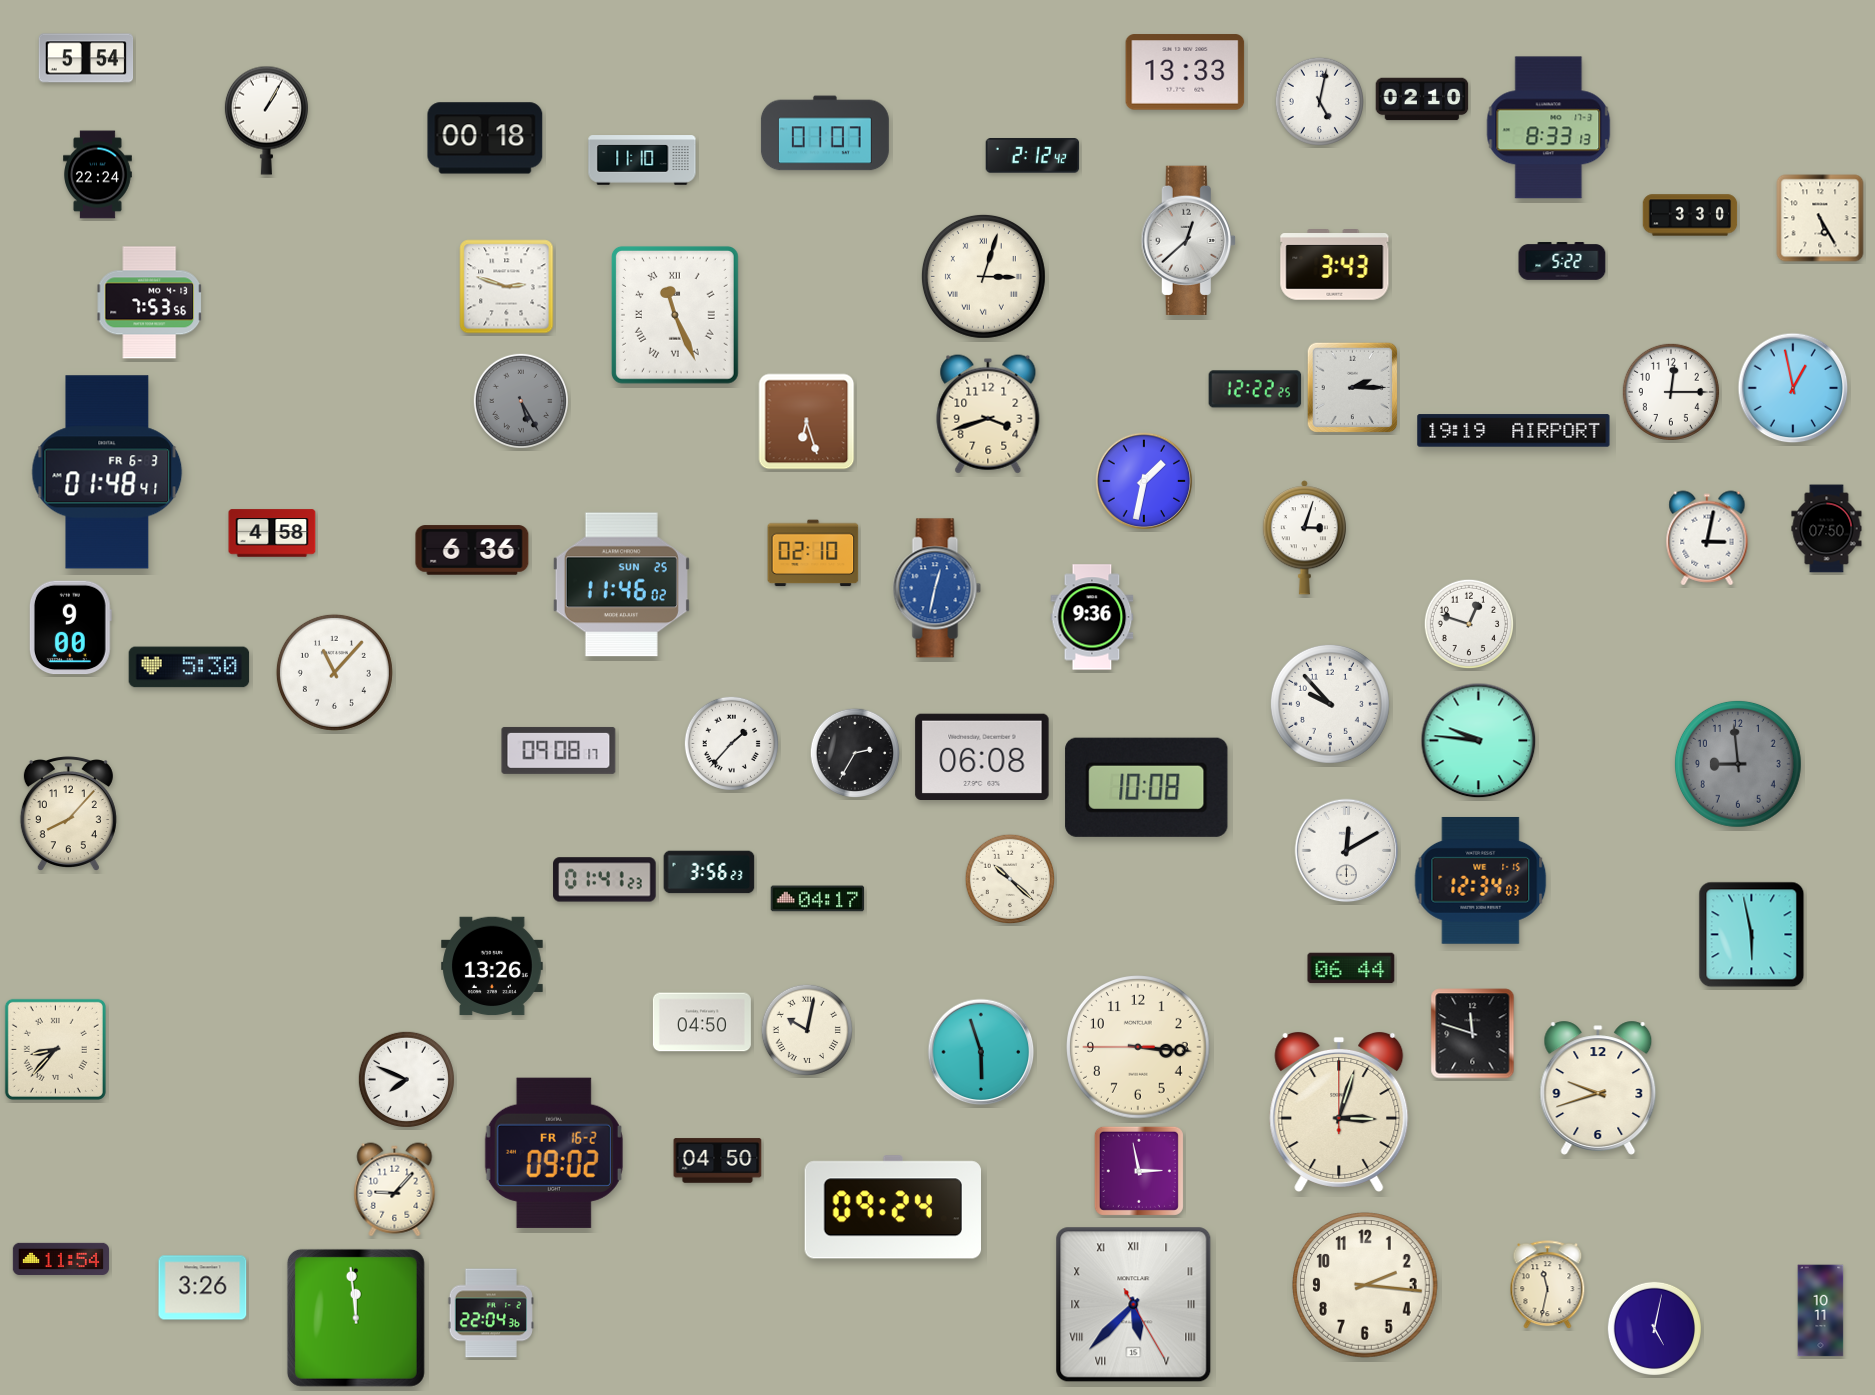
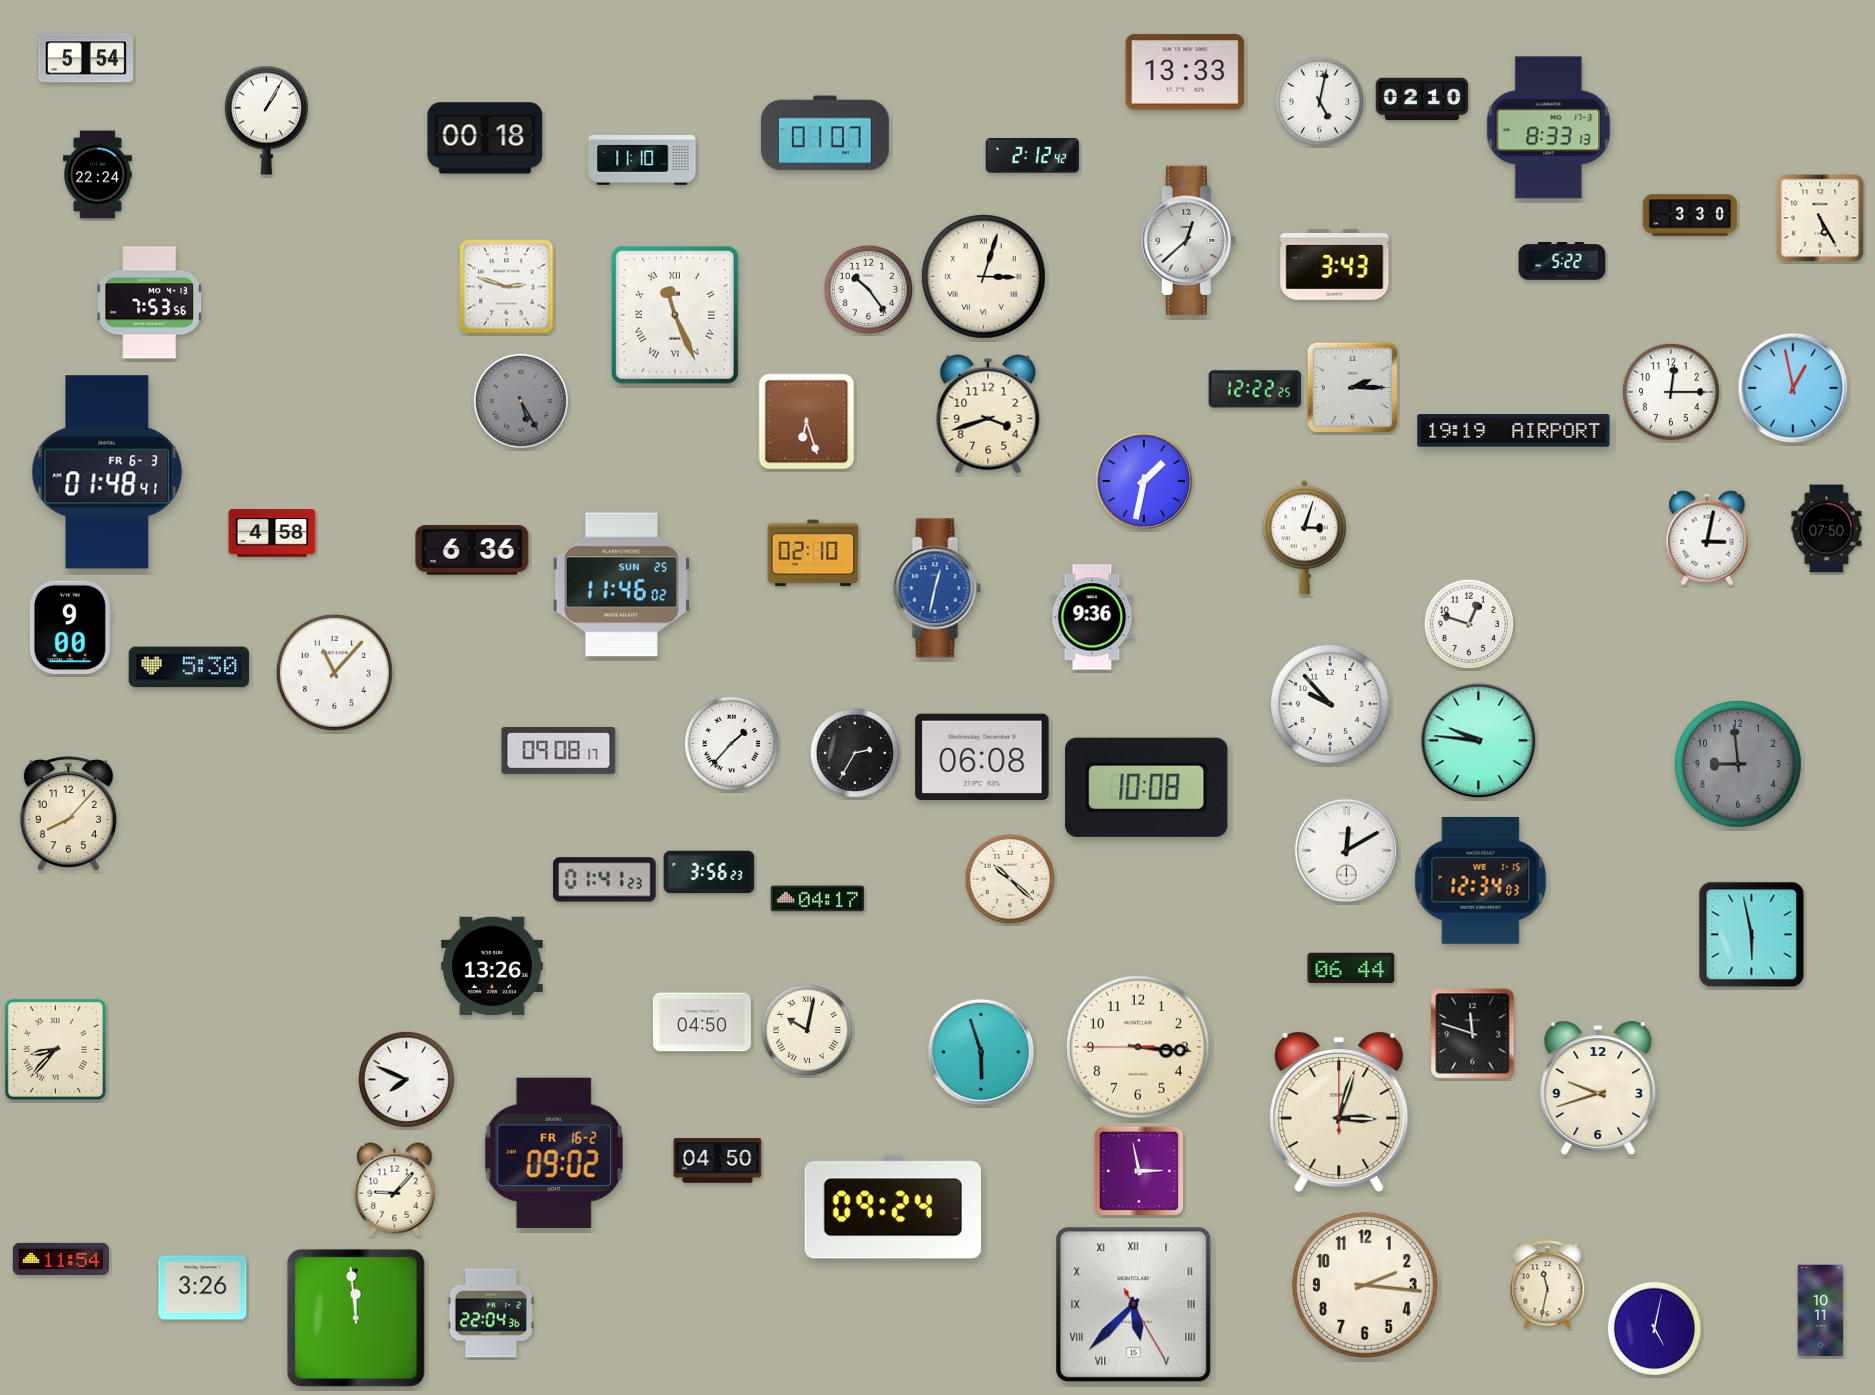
clock at (868, 289): none -> 10:24
